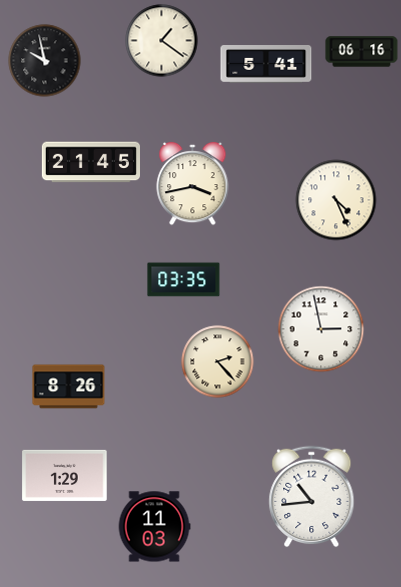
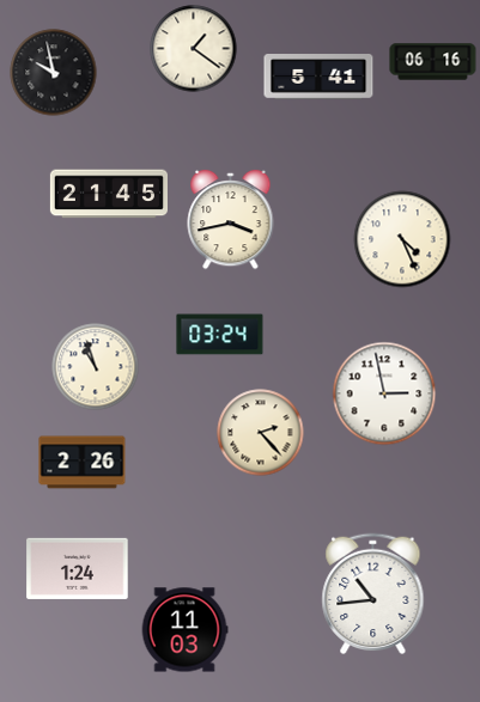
clock at (184, 280): 03:35 -> 03:24
clock at (96, 367): none -> 10:57
clock at (69, 387): 8:26 -> 2:26
clock at (65, 475): 1:29 -> 1:24
